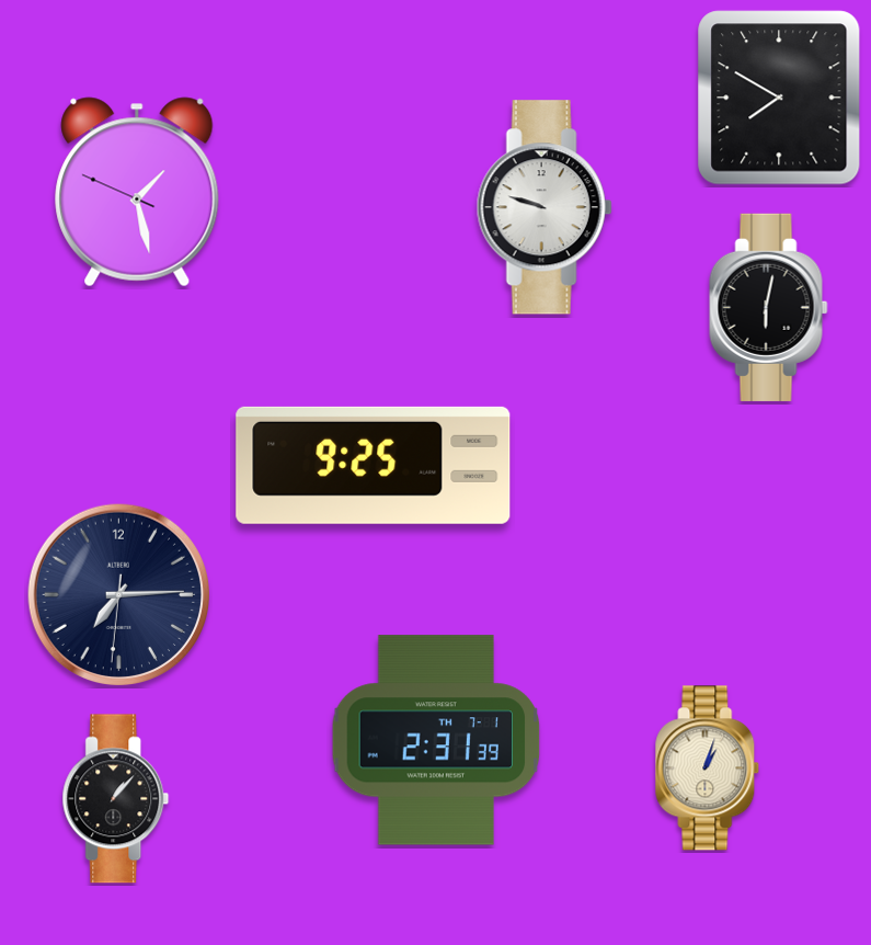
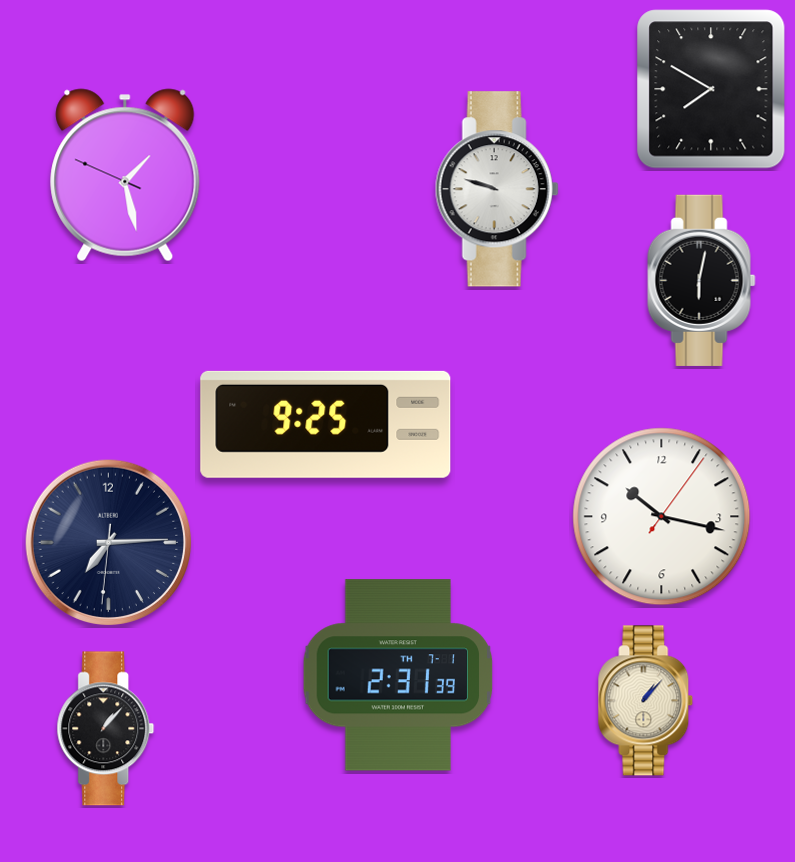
clock at (374, 465) position: (374, 465) -> (326, 424)
clock at (662, 517): none -> 10:17
clock at (708, 768): 1:03 -> 1:07
